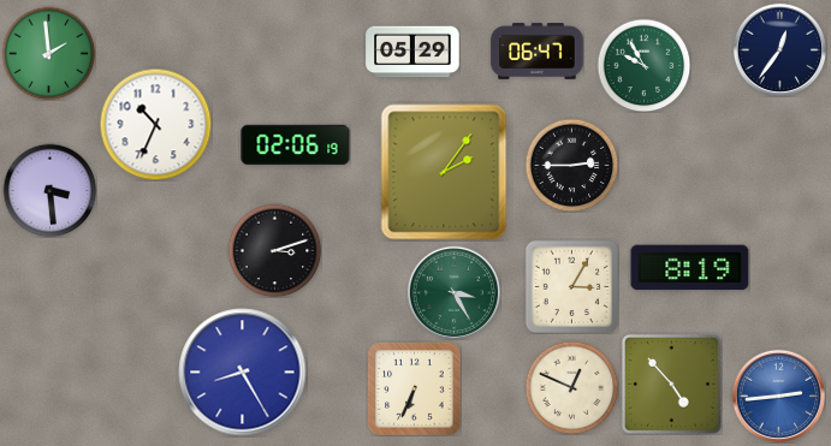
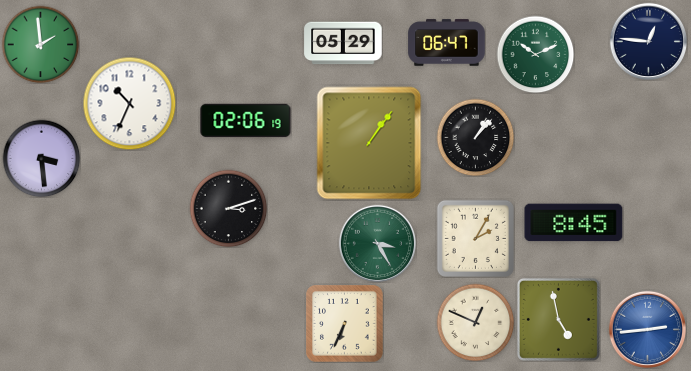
clock at (779, 49): 12:36 -> 12:46
clock at (643, 65): 9:55 -> 10:11
clock at (571, 165): 2:45 -> 1:07
clock at (444, 172): 2:06 -> 1:06
clock at (690, 268): 8:19 -> 8:45
clock at (571, 286): 3:05 -> 2:05
clock at (243, 373): 8:25 -> none
clock at (671, 383): 4:53 -> 4:58
